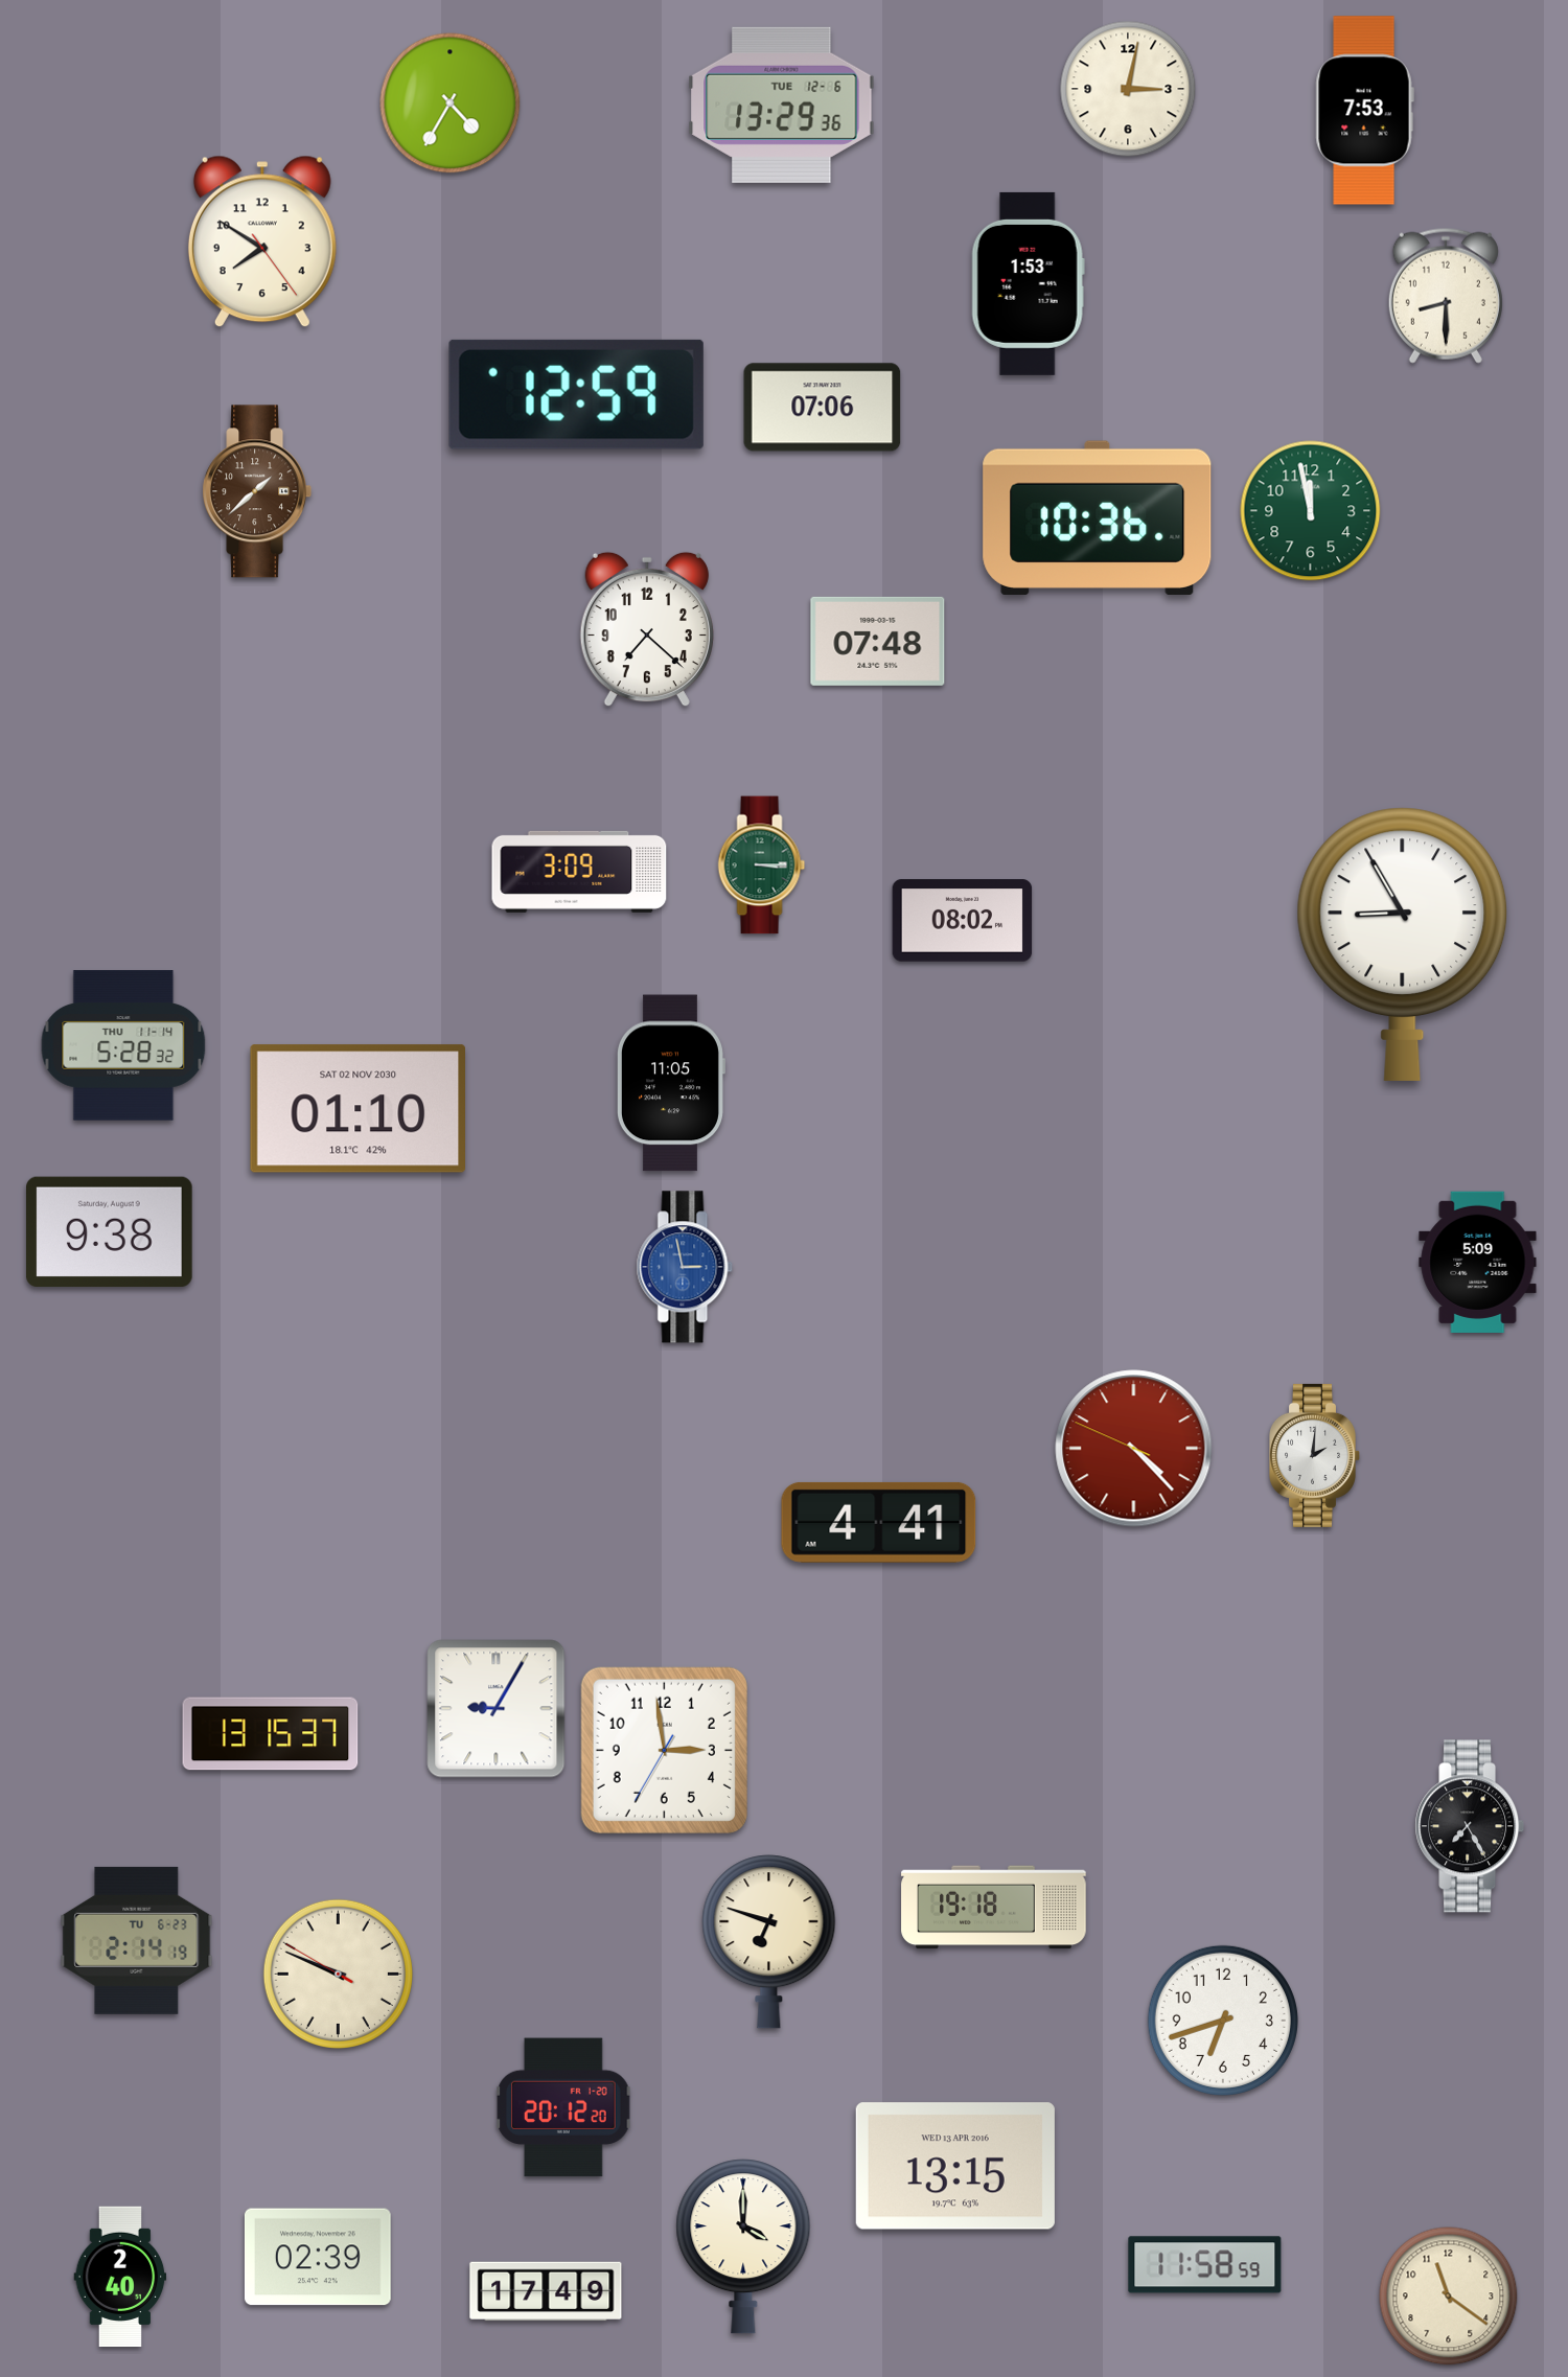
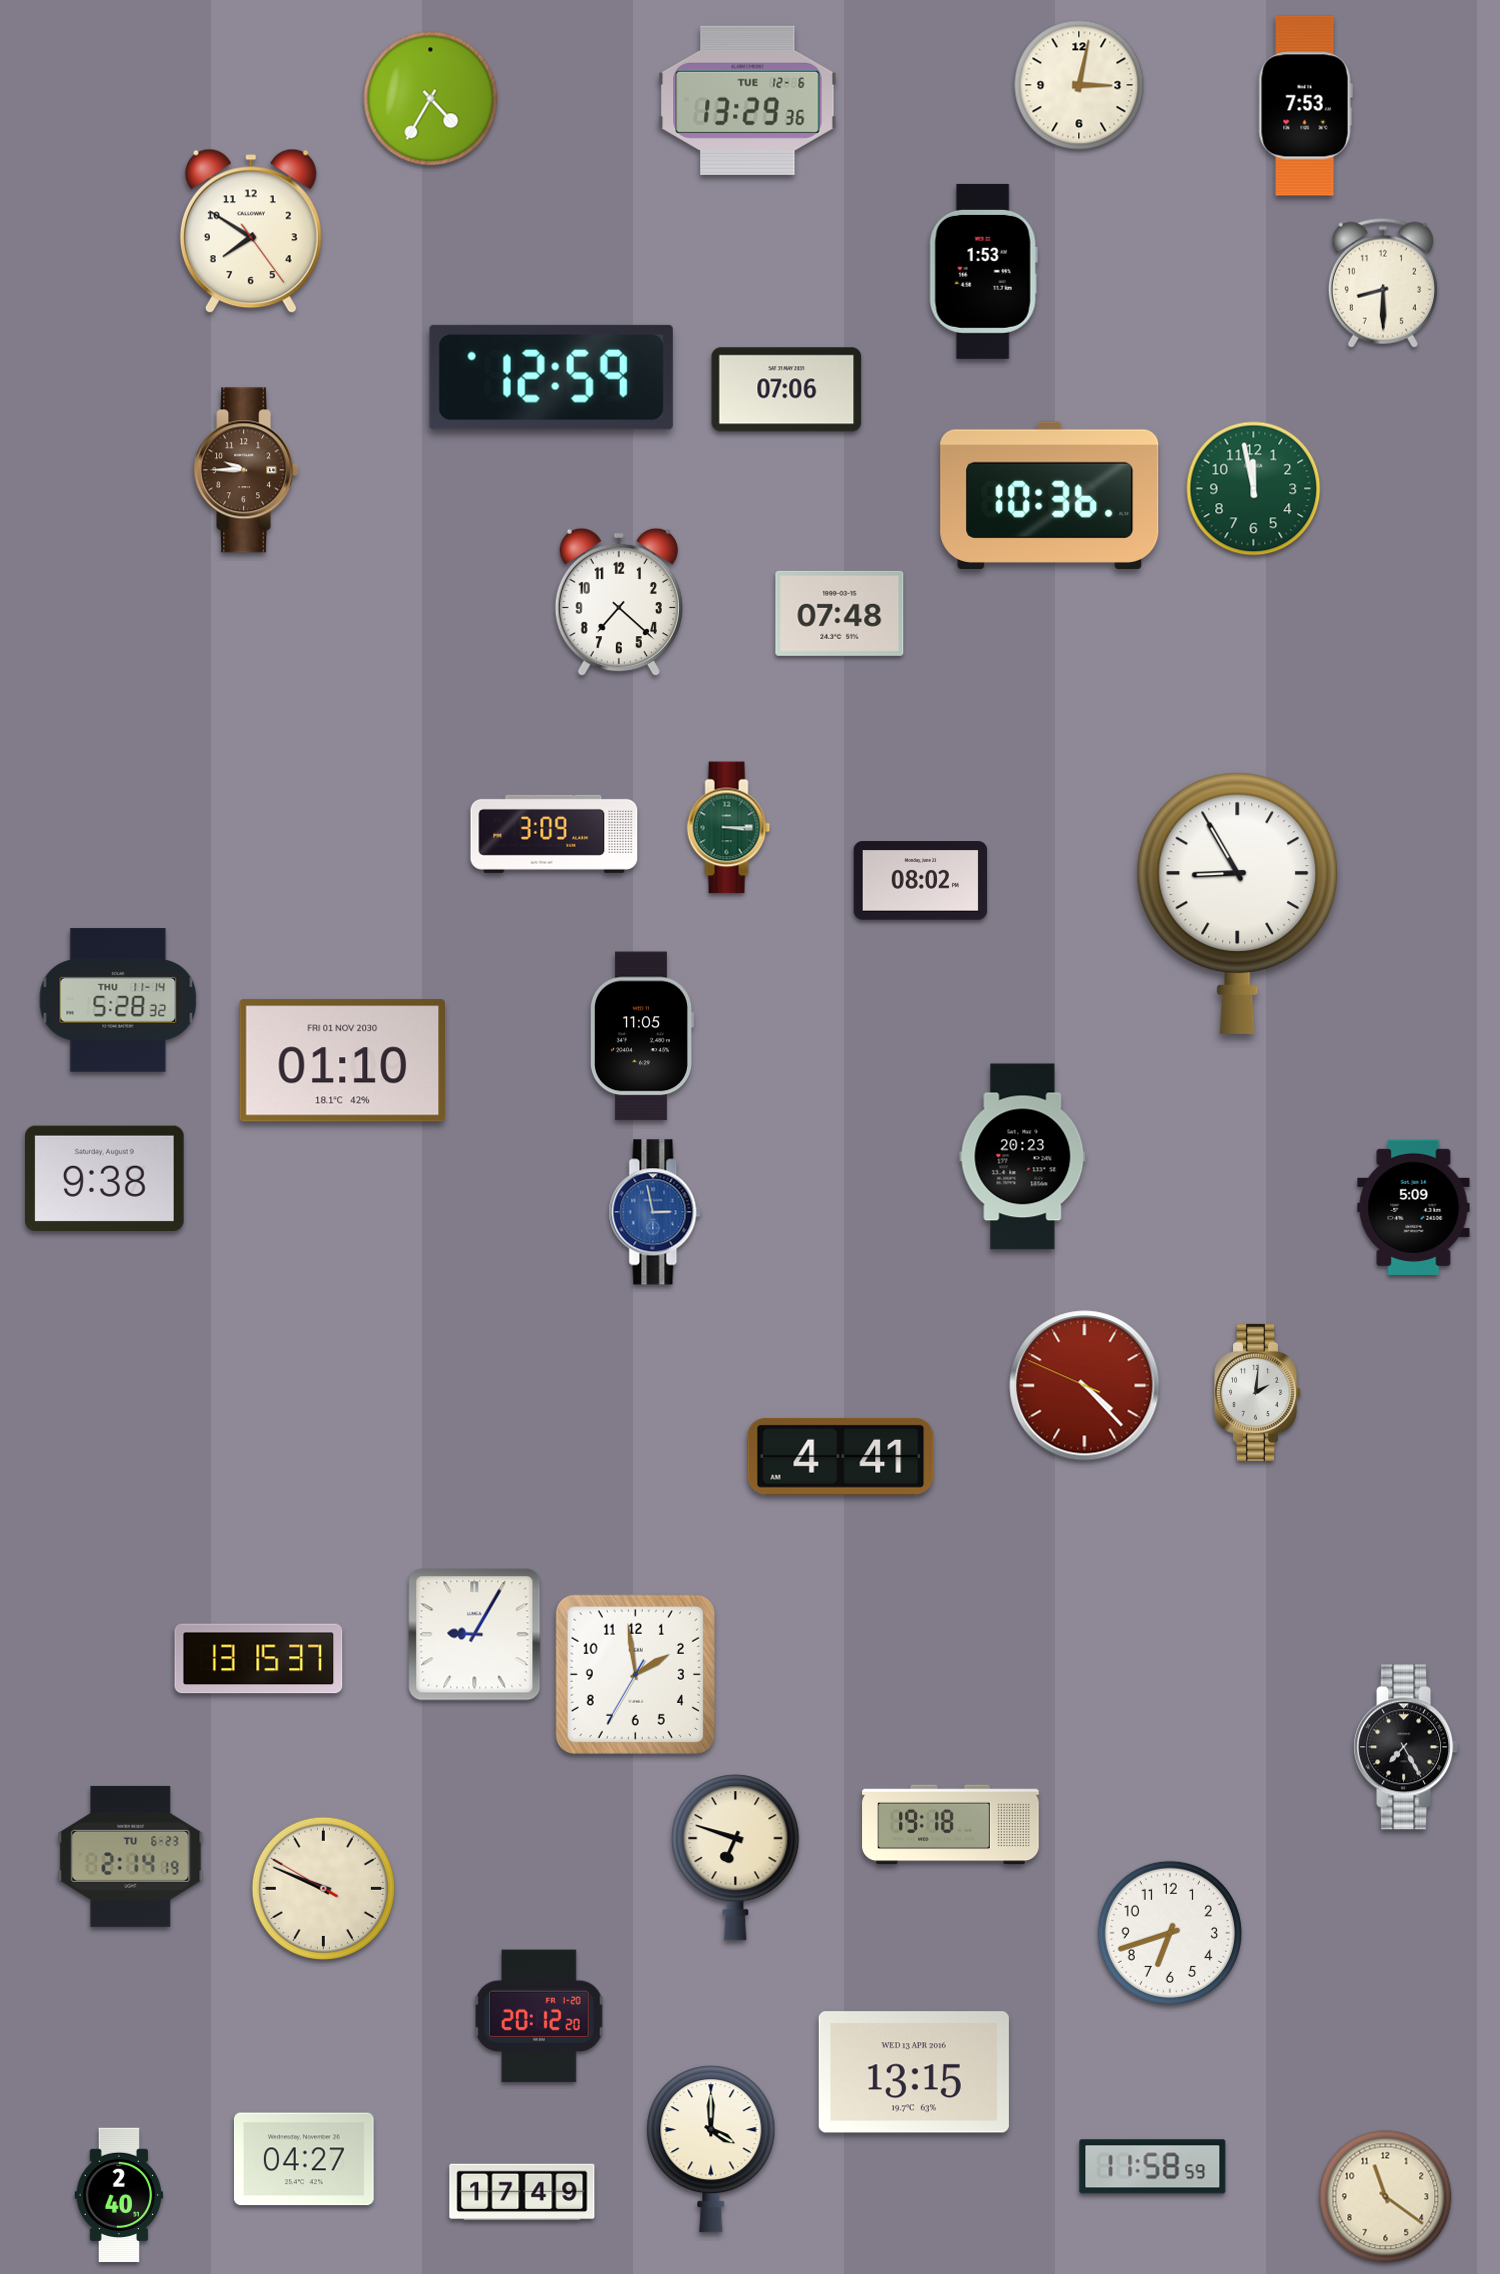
clock at (257, 491): 1:38 -> 9:45
clock at (1403, 944) position: (1403, 944) -> (1238, 903)
clock at (358, 1109) date: SAT 02 NOV 2030 -> FRI 01 NOV 2030
clock at (1023, 1157): none -> 20:23
clock at (664, 1750): 2:58 -> 1:58
clock at (318, 2257): 02:39 -> 04:27
clock at (120, 2277) position: (120, 2277) -> (119, 2195)
